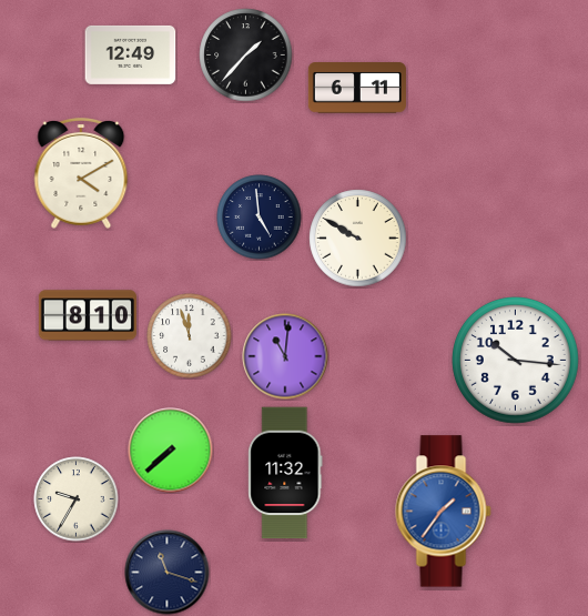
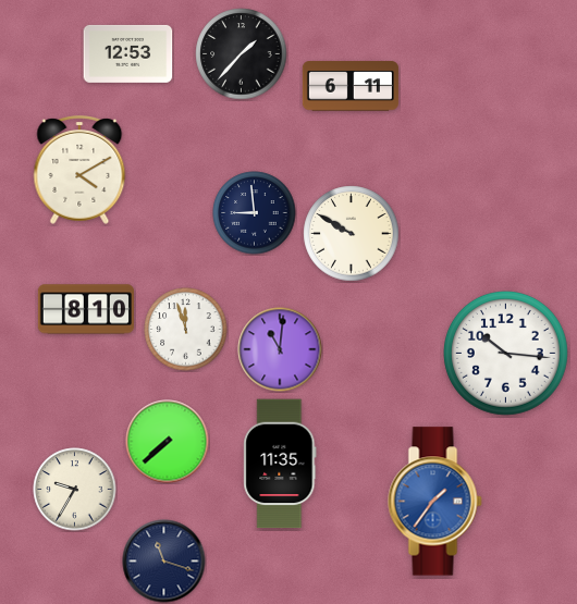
clock at (131, 54): 12:49 -> 12:53
clock at (260, 218): 4:59 -> 8:59
clock at (285, 473): 11:32 -> 11:35
